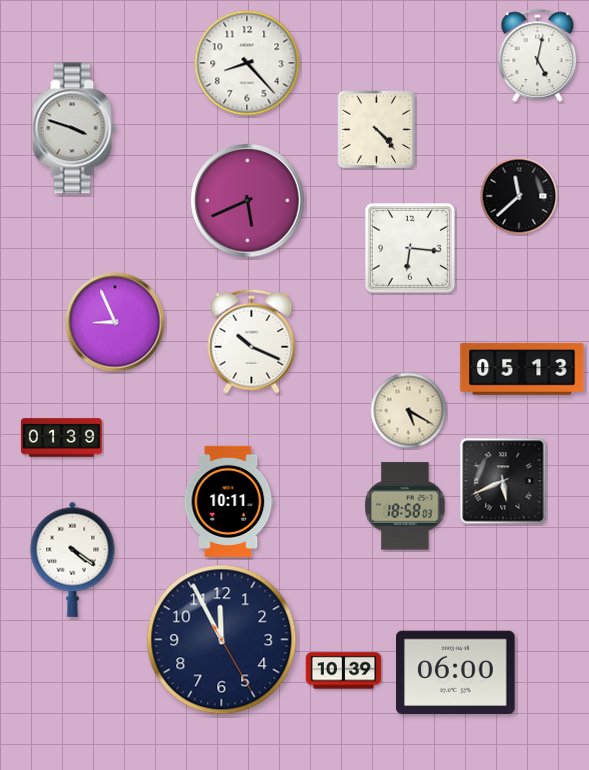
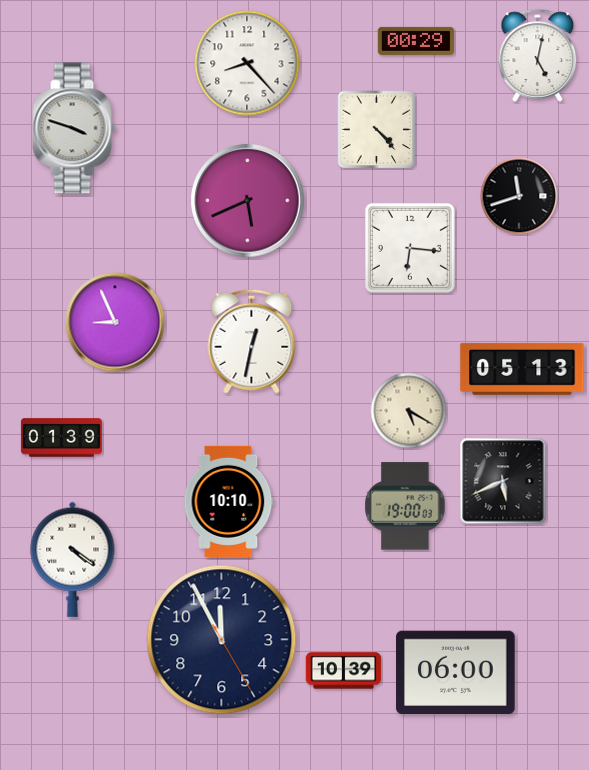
clock at (416, 41): none -> 00:29
clock at (519, 196): 11:38 -> 11:42
clock at (252, 341): 10:19 -> 12:32
clock at (229, 501): 10:11 -> 10:10
clock at (405, 506): 18:58 -> 19:00
